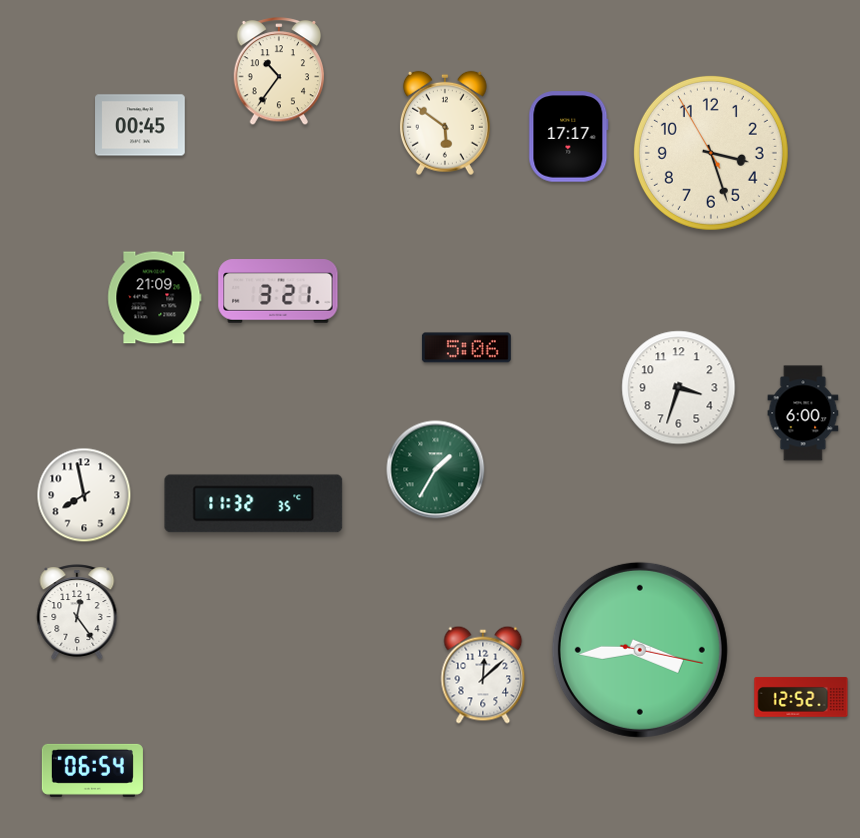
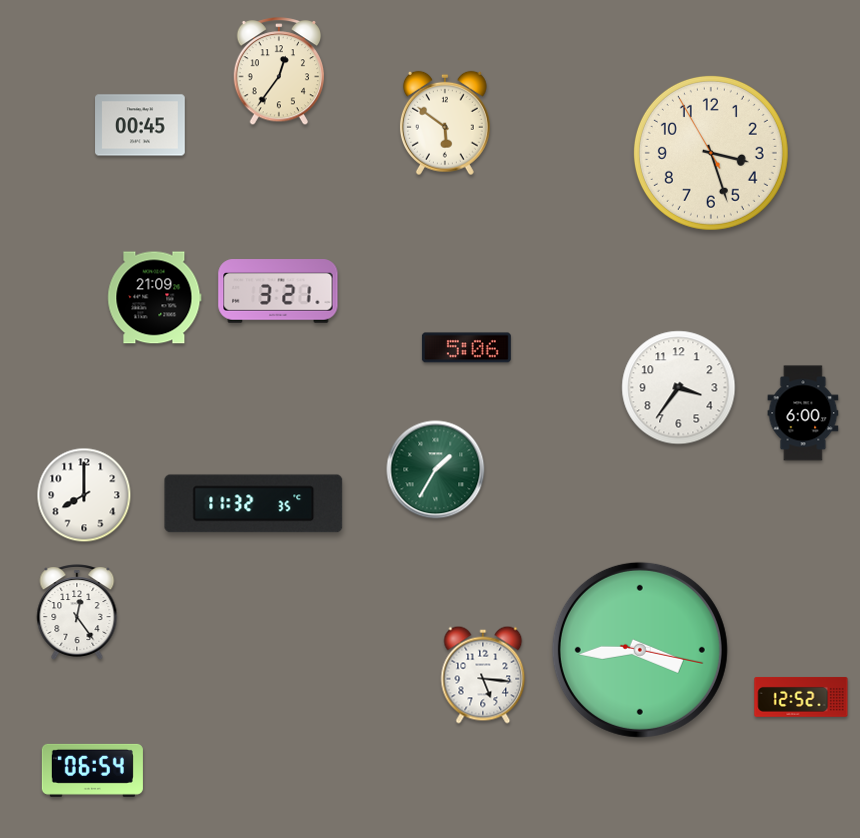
clock at (279, 72): 10:36 -> 12:36
clock at (569, 137): 17:17 -> none
clock at (679, 388): 3:33 -> 3:36
clock at (84, 495): 7:58 -> 8:00
clock at (483, 675): 12:08 -> 5:16
